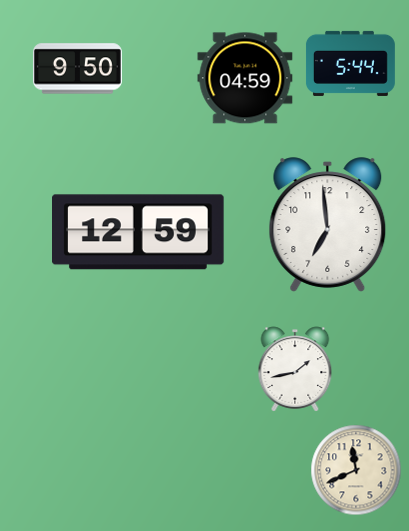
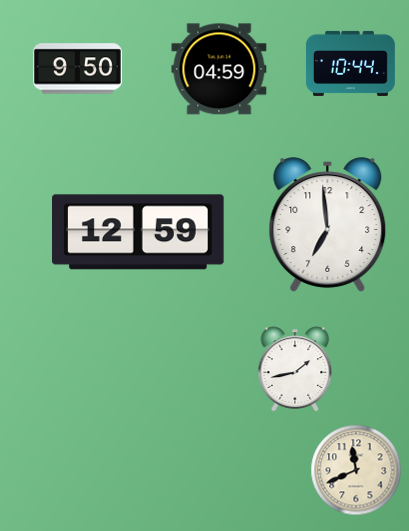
clock at (351, 63): 5:44 -> 10:44
clock at (245, 78) position: (245, 78) -> (219, 69)
